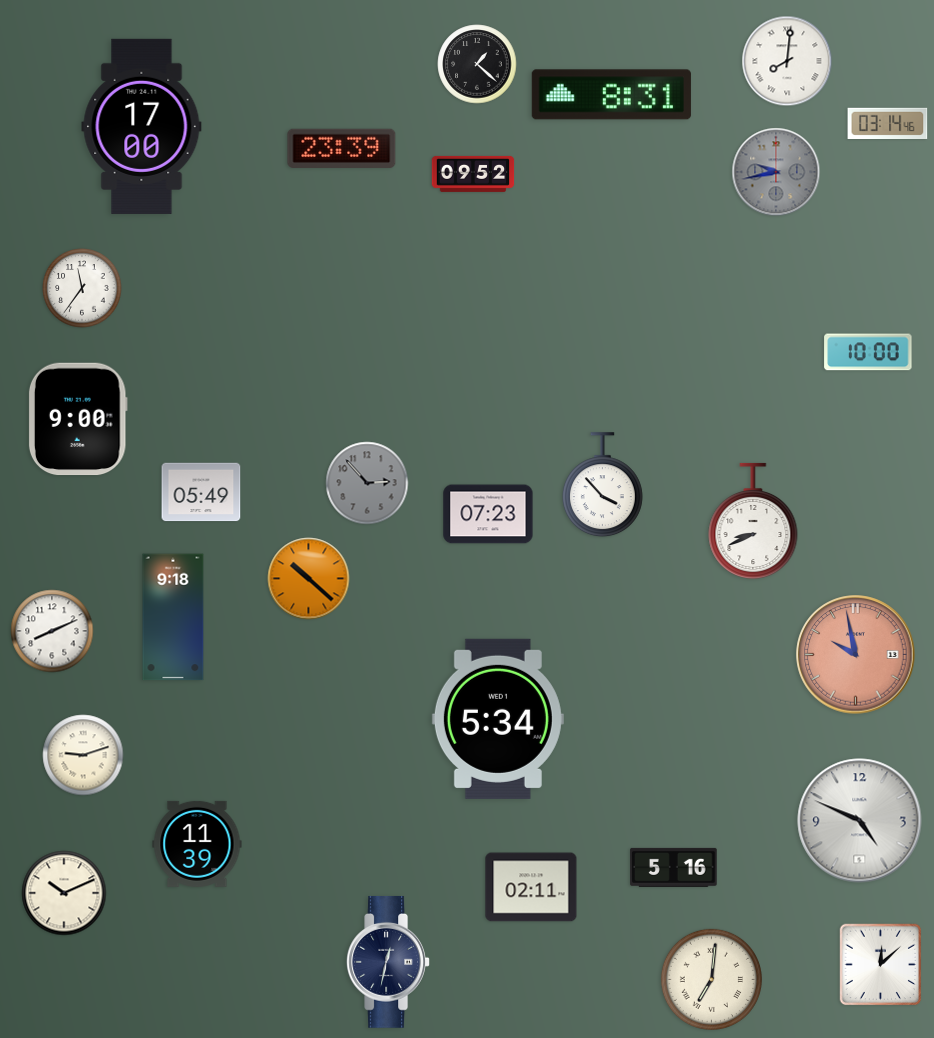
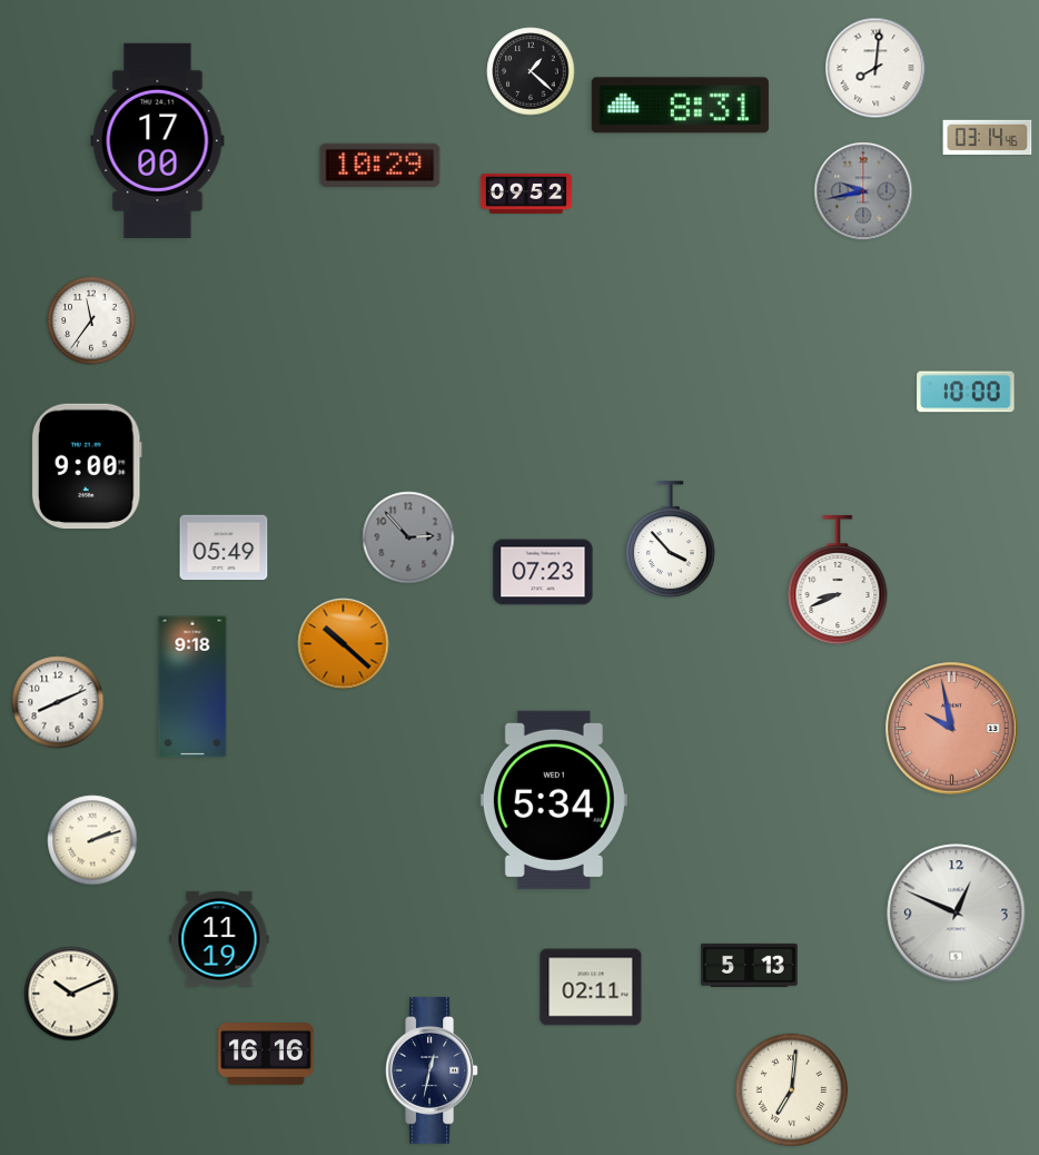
clock at (342, 148): 23:39 -> 10:29
clock at (83, 755): 9:12 -> 2:12
clock at (860, 821): 4:49 -> 12:49
clock at (197, 844): 11:39 -> 11:19
clock at (674, 867): 5:16 -> 5:13
clock at (266, 1055): none -> 16:16
clock at (881, 965): 12:08 -> none
